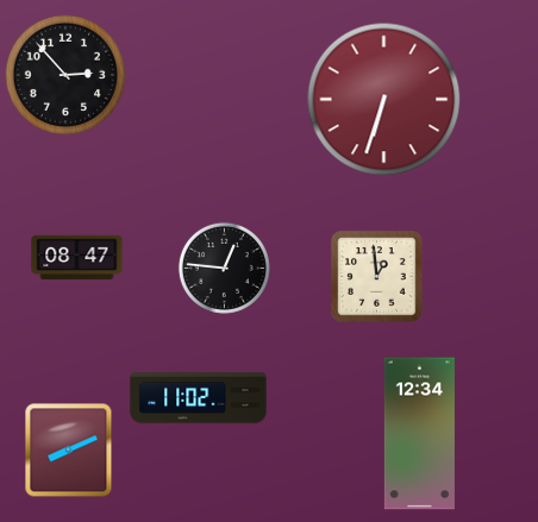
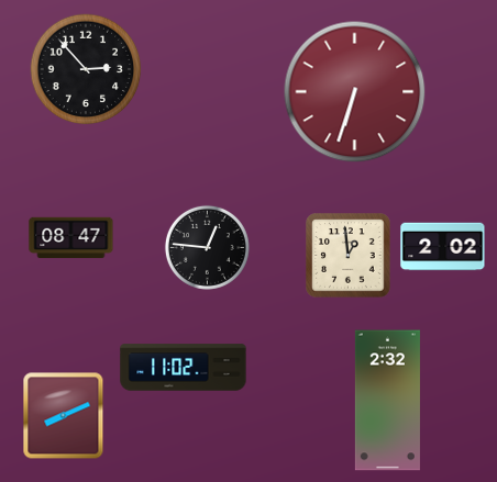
clock at (65, 75) position: (65, 75) -> (86, 69)
clock at (443, 247): none -> 2:02
clock at (419, 434): 12:34 -> 2:32
